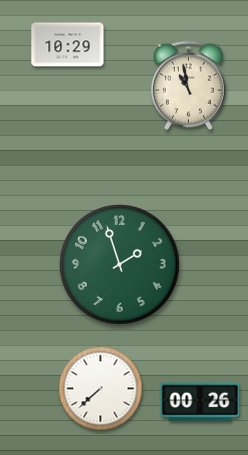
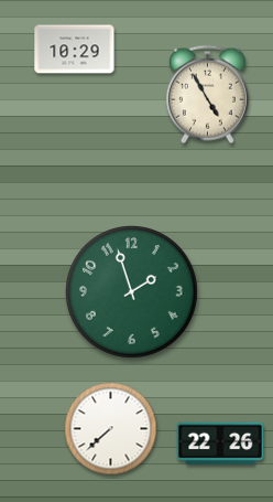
clock at (188, 86): 10:58 -> 4:55
clock at (200, 402): 00:26 -> 22:26
